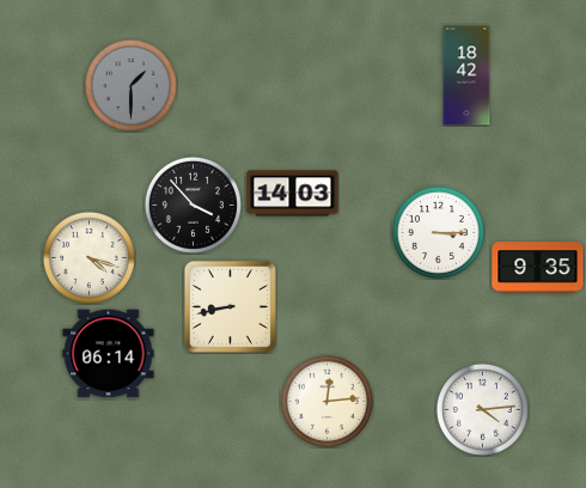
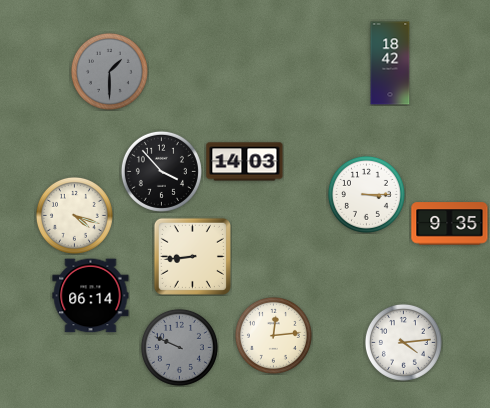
clock at (230, 306): 8:43 -> 8:44
clock at (179, 347): none -> 9:49
